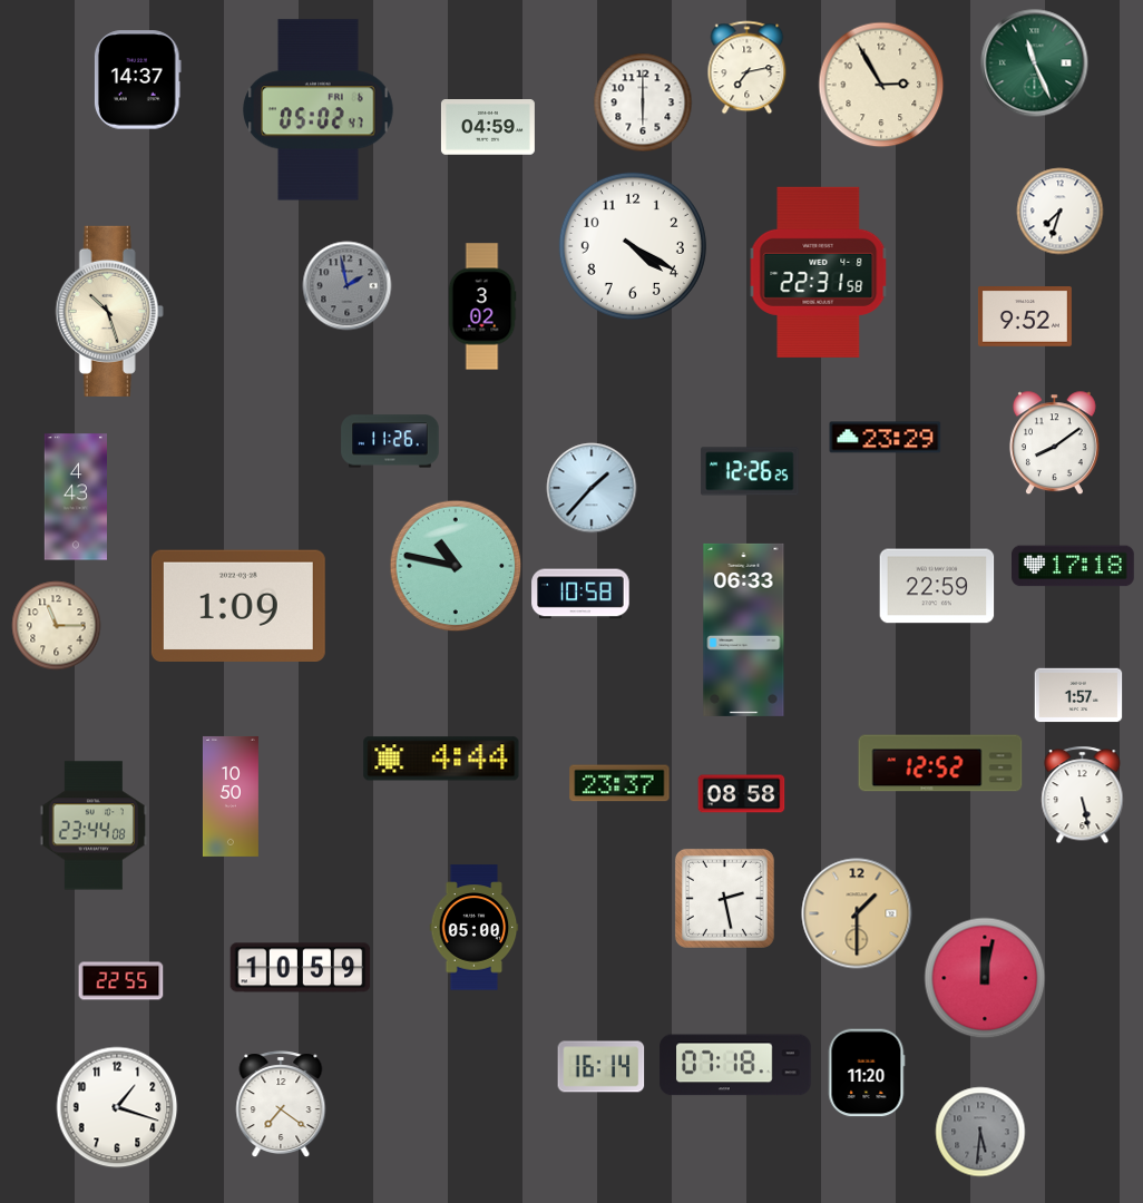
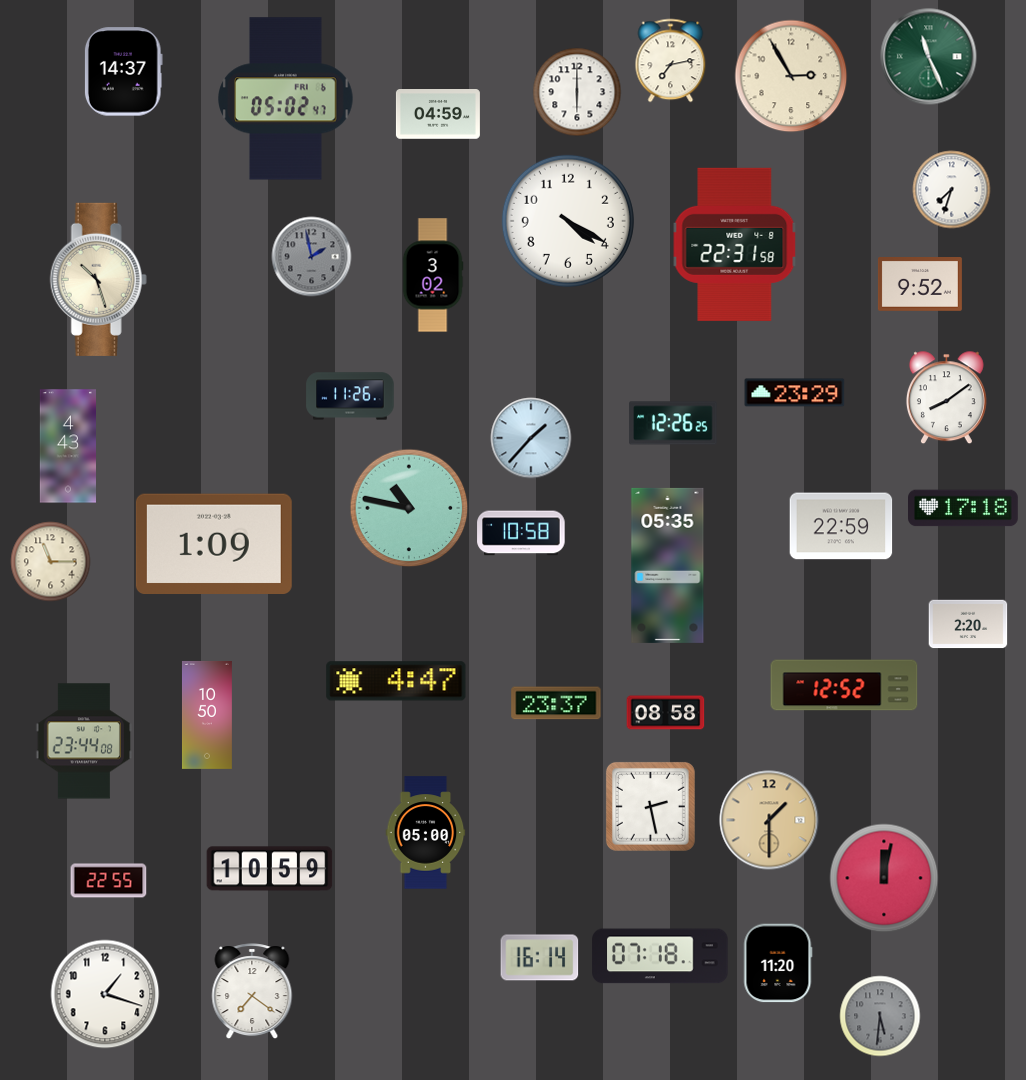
clock at (744, 629): 06:33 -> 05:35
clock at (1078, 695): 1:57 -> 2:20
clock at (441, 759): 4:44 -> 4:47
clock at (1083, 795): 5:28 -> none
